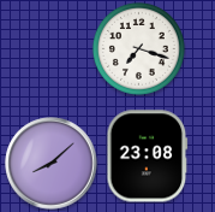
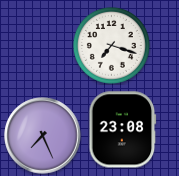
clock at (138, 48) position: (138, 48) -> (111, 45)
clock at (52, 164): 8:08 -> 7:26
